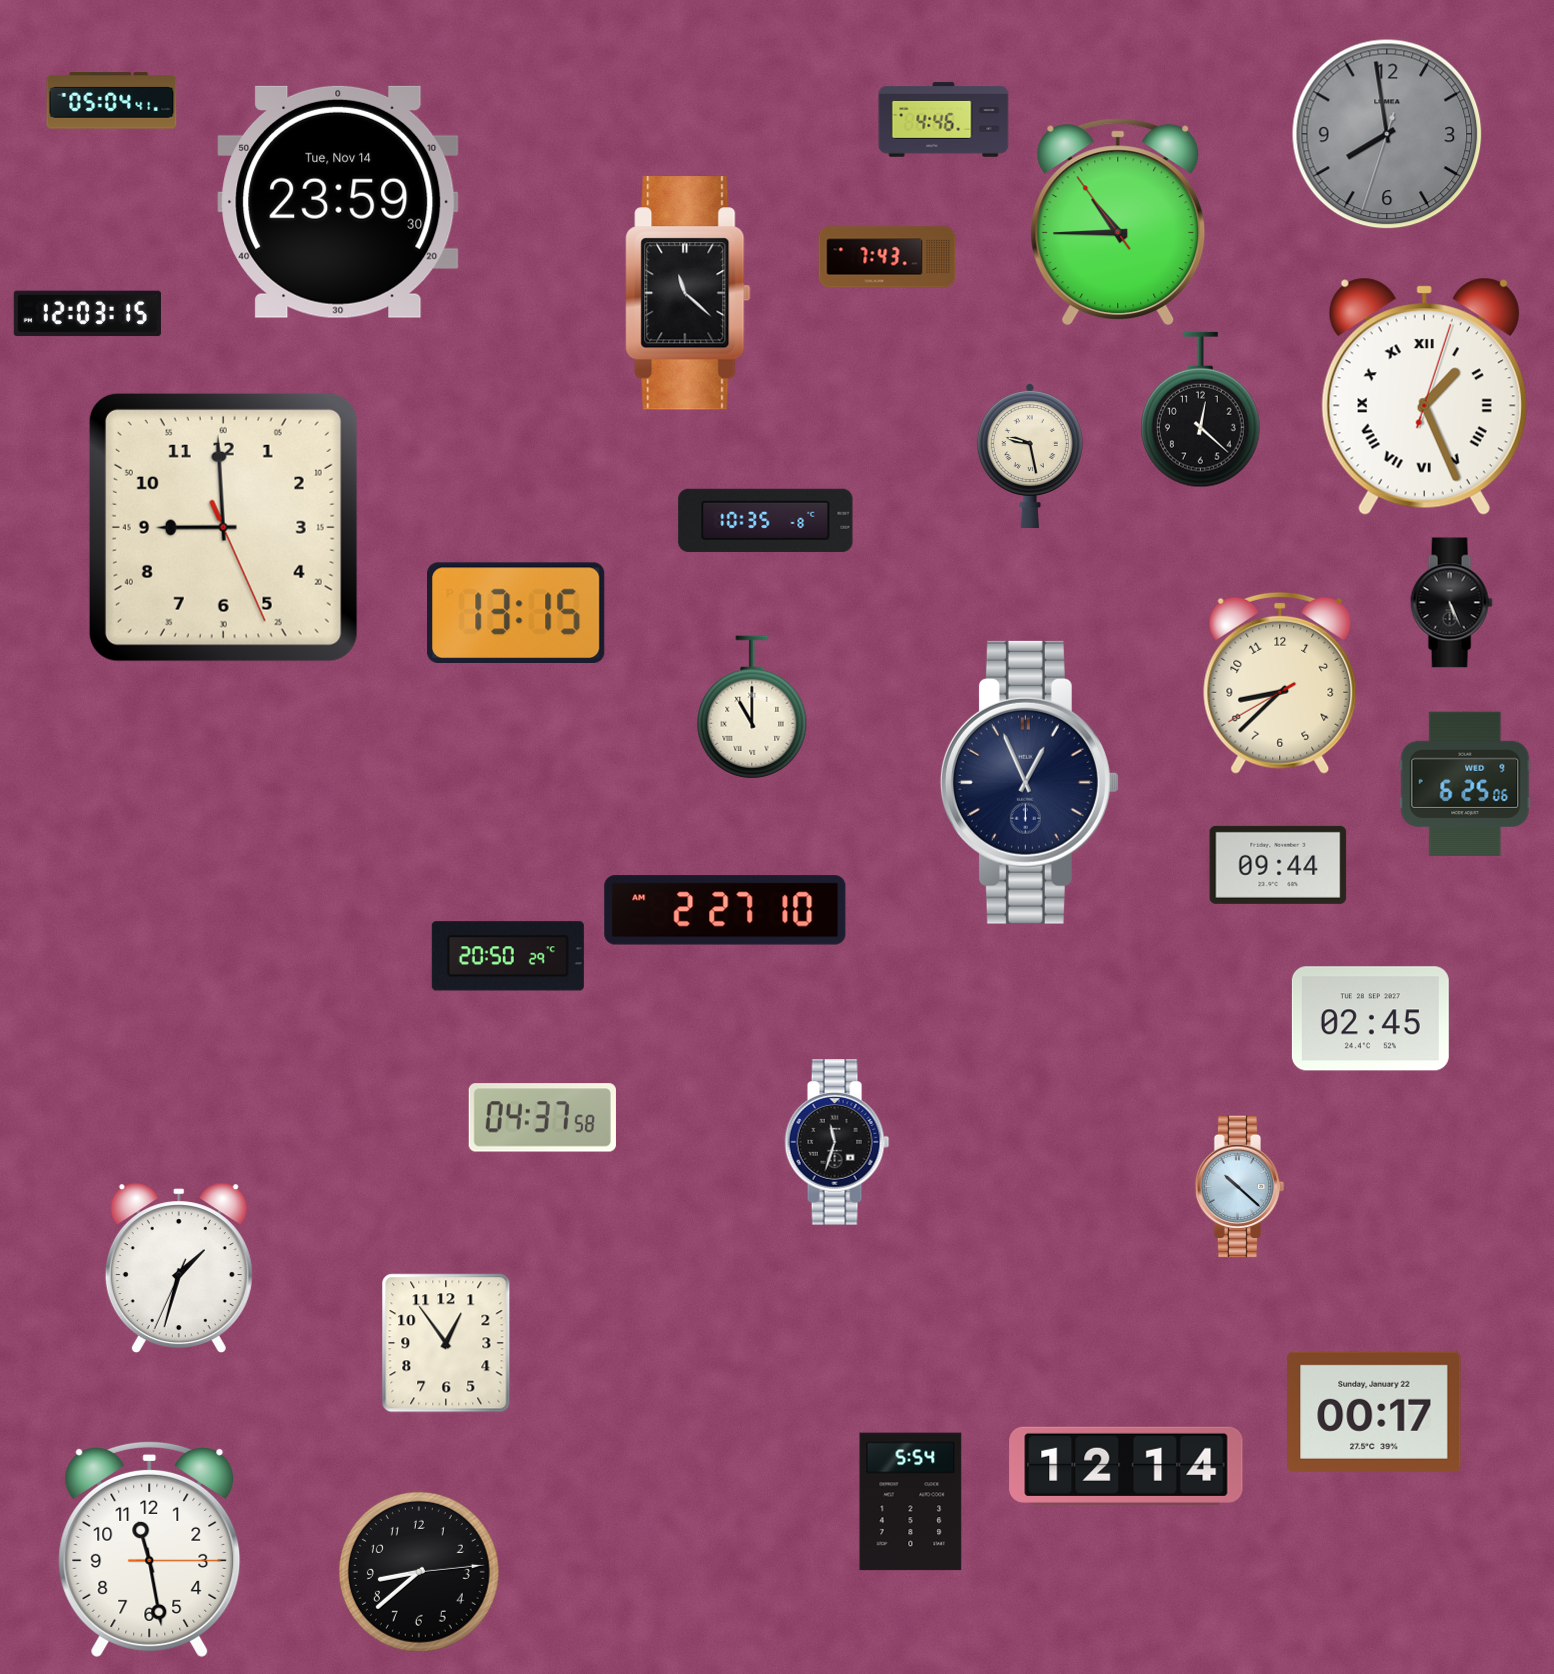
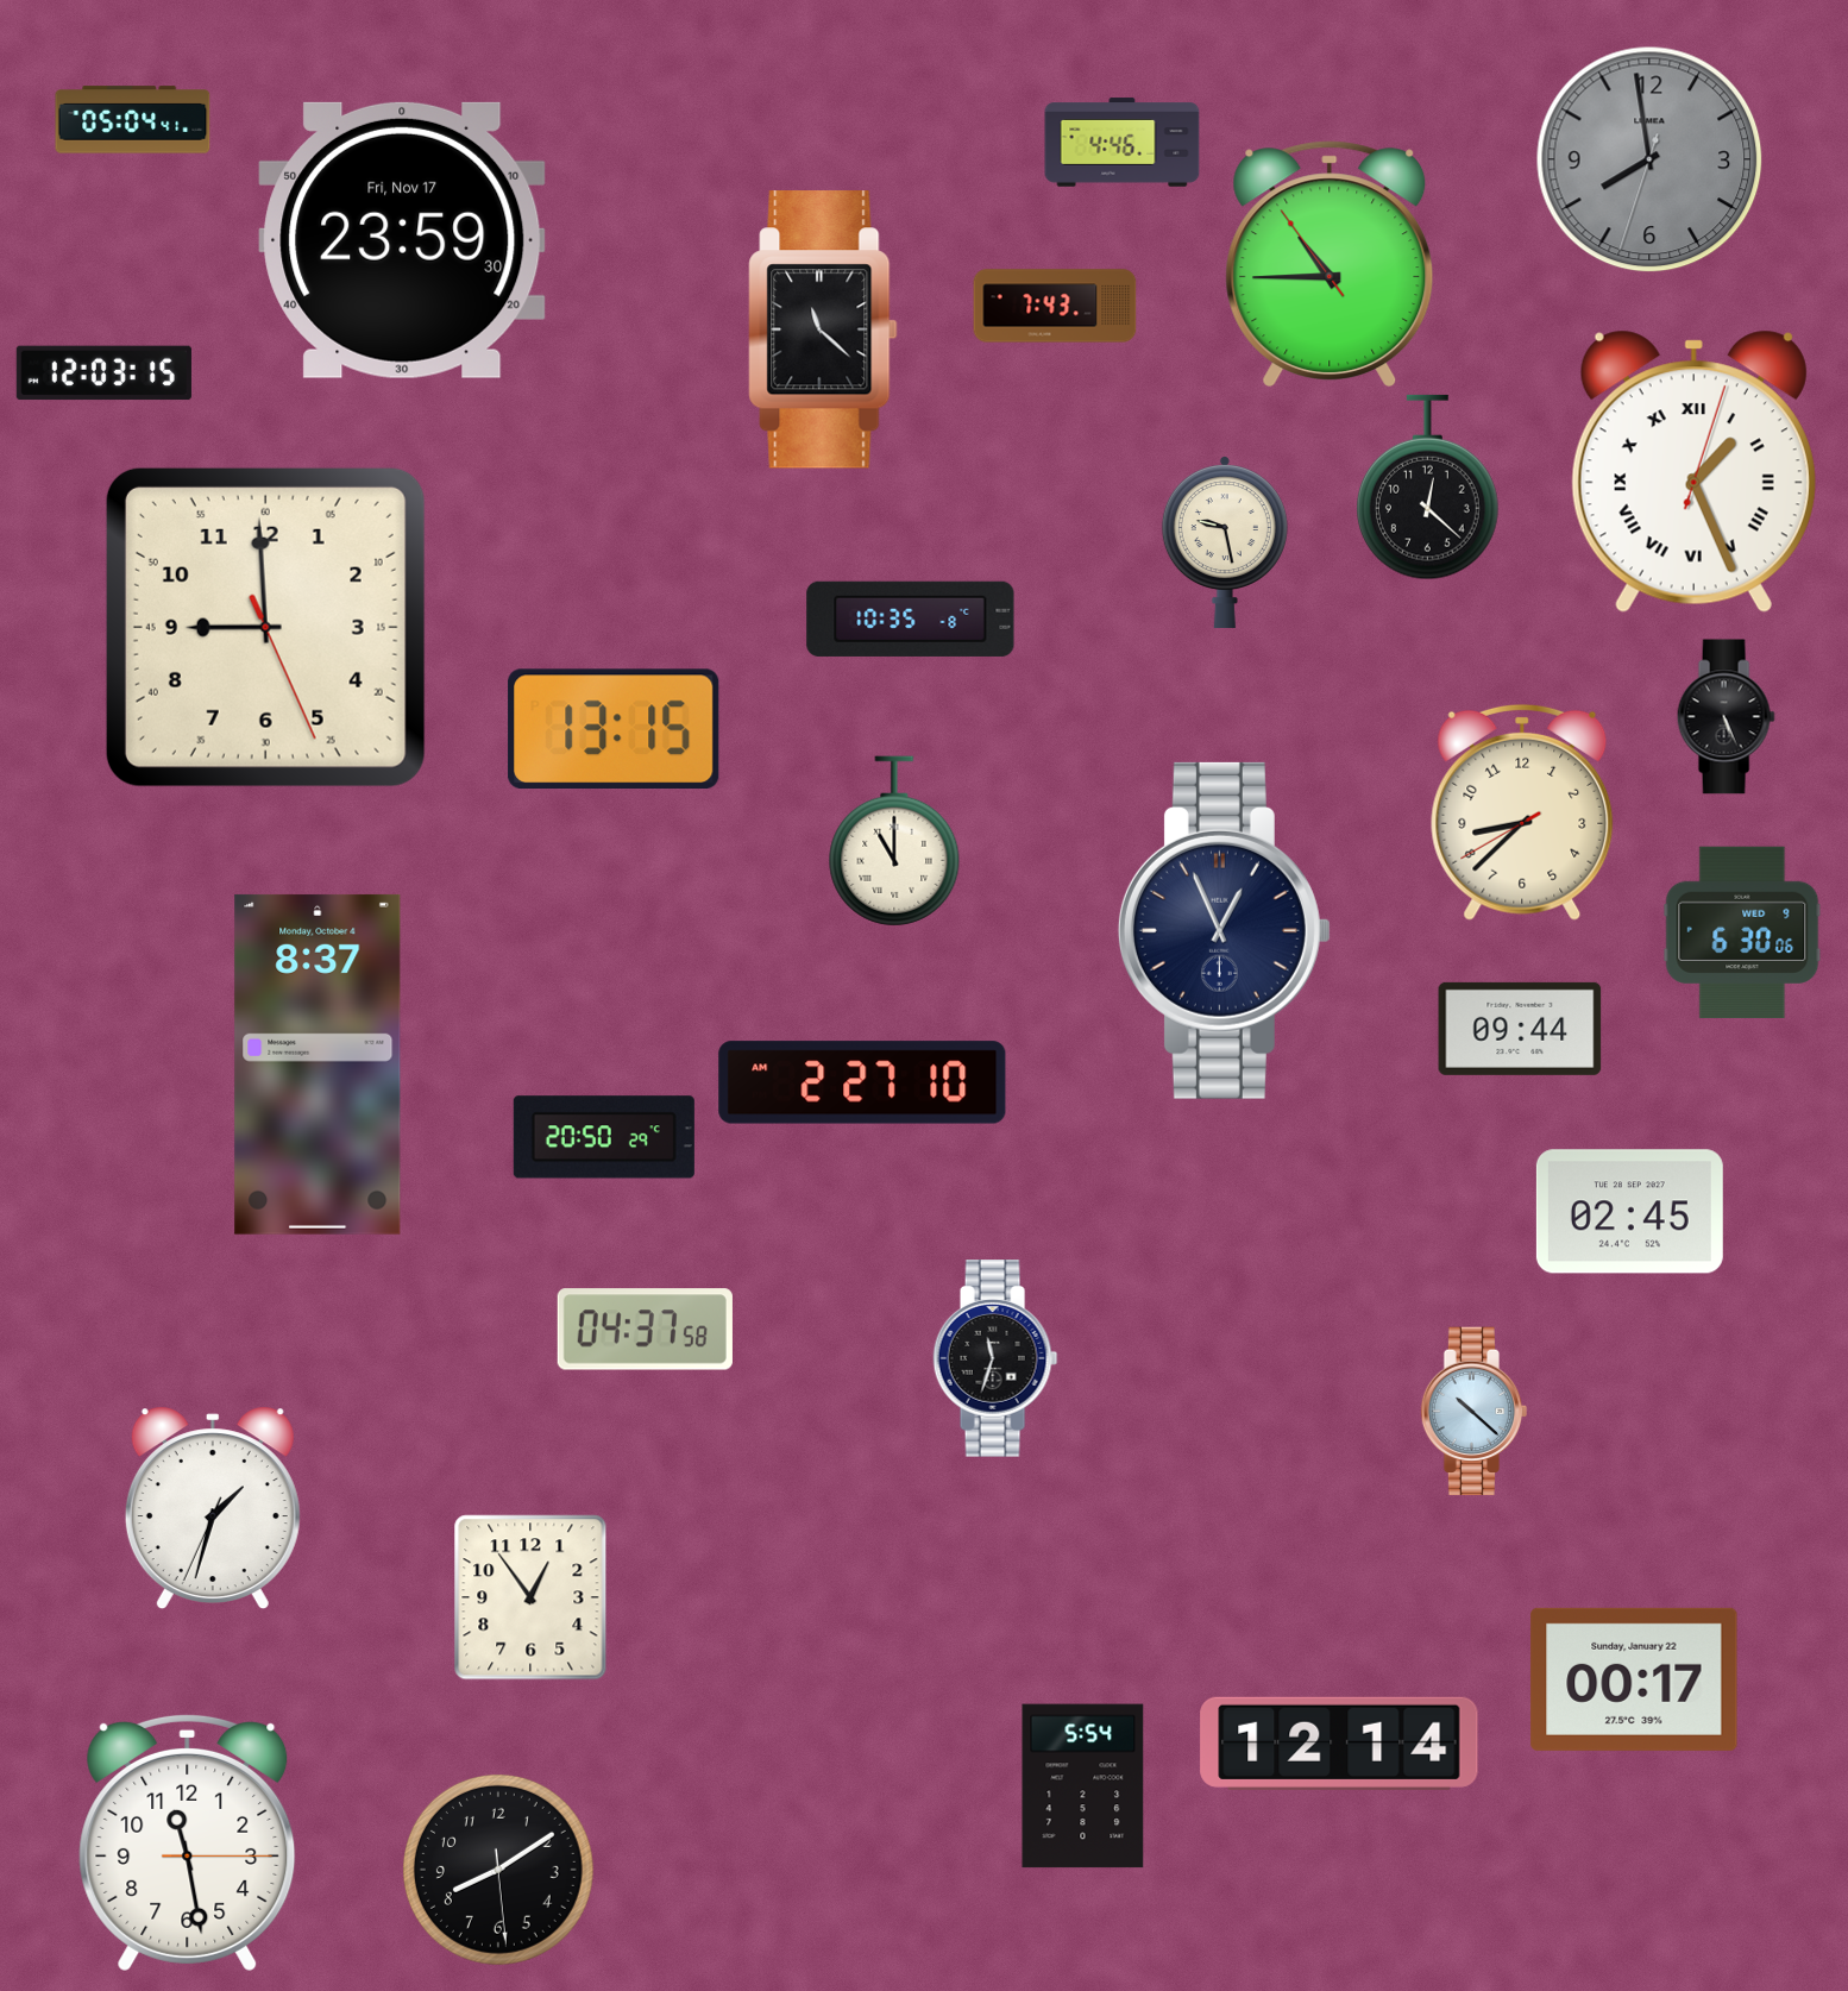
clock at (338, 202) date: Tue, Nov 14 -> Fri, Nov 17
clock at (688, 293) position: (688, 293) -> (823, 329)
clock at (1465, 783): 6:25 -> 6:30
clock at (318, 1064): none -> 8:37
clock at (150, 1549) position: (150, 1549) -> (188, 1842)
clock at (419, 1572): 8:38 -> 8:09
